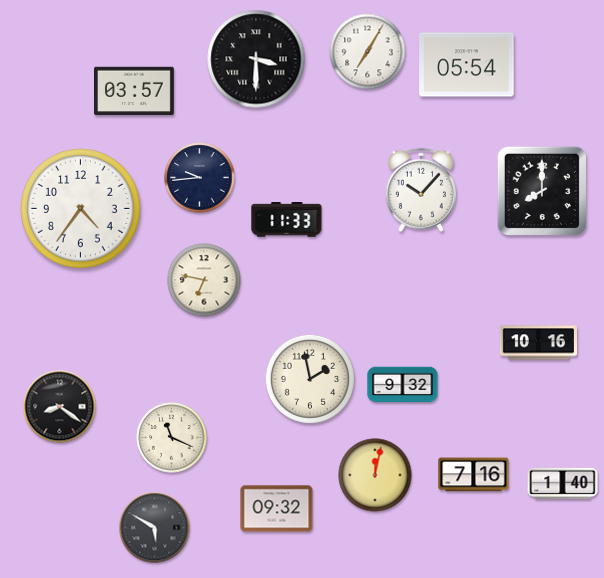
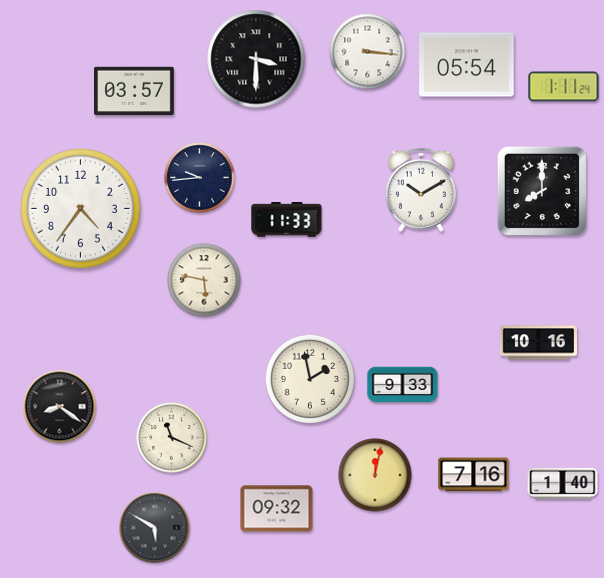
clock at (368, 52): 7:05 -> 3:16
clock at (564, 87): none -> 1:11
clock at (421, 190): 10:07 -> 10:10
clock at (204, 280): 6:47 -> 5:47
clock at (403, 385): 9:32 -> 9:33
